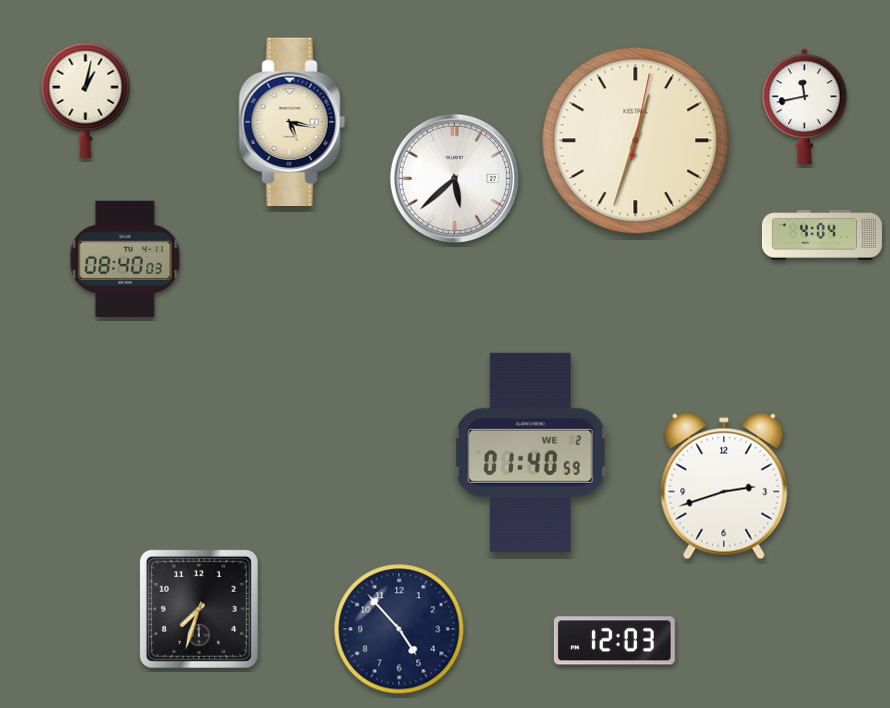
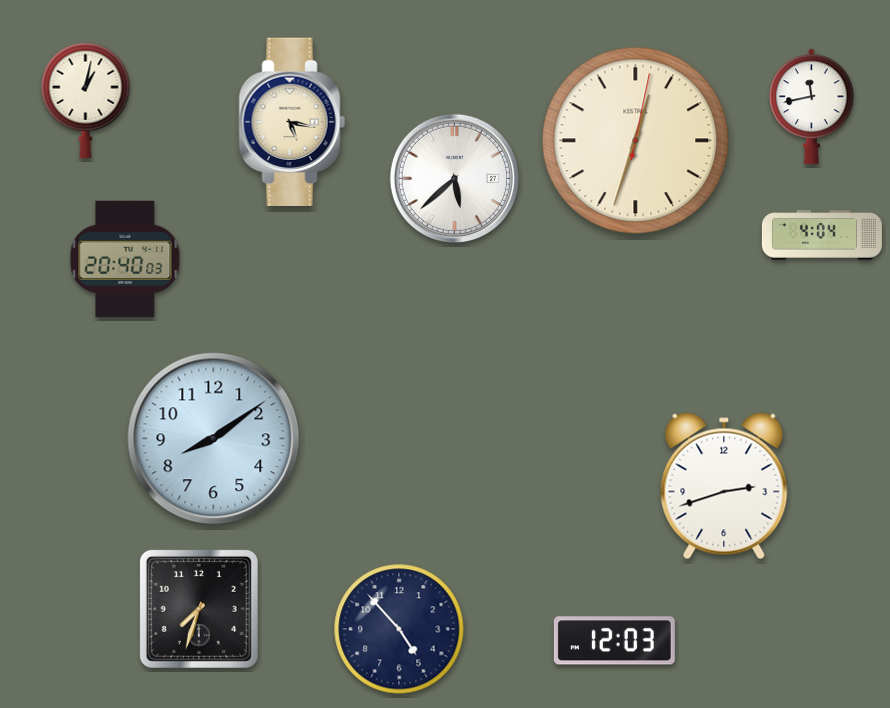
clock at (805, 107) position: (805, 107) -> (812, 107)
clock at (125, 259): 08:40 -> 20:40
clock at (214, 439): none -> 8:09
clock at (531, 452): 01:40 -> none
